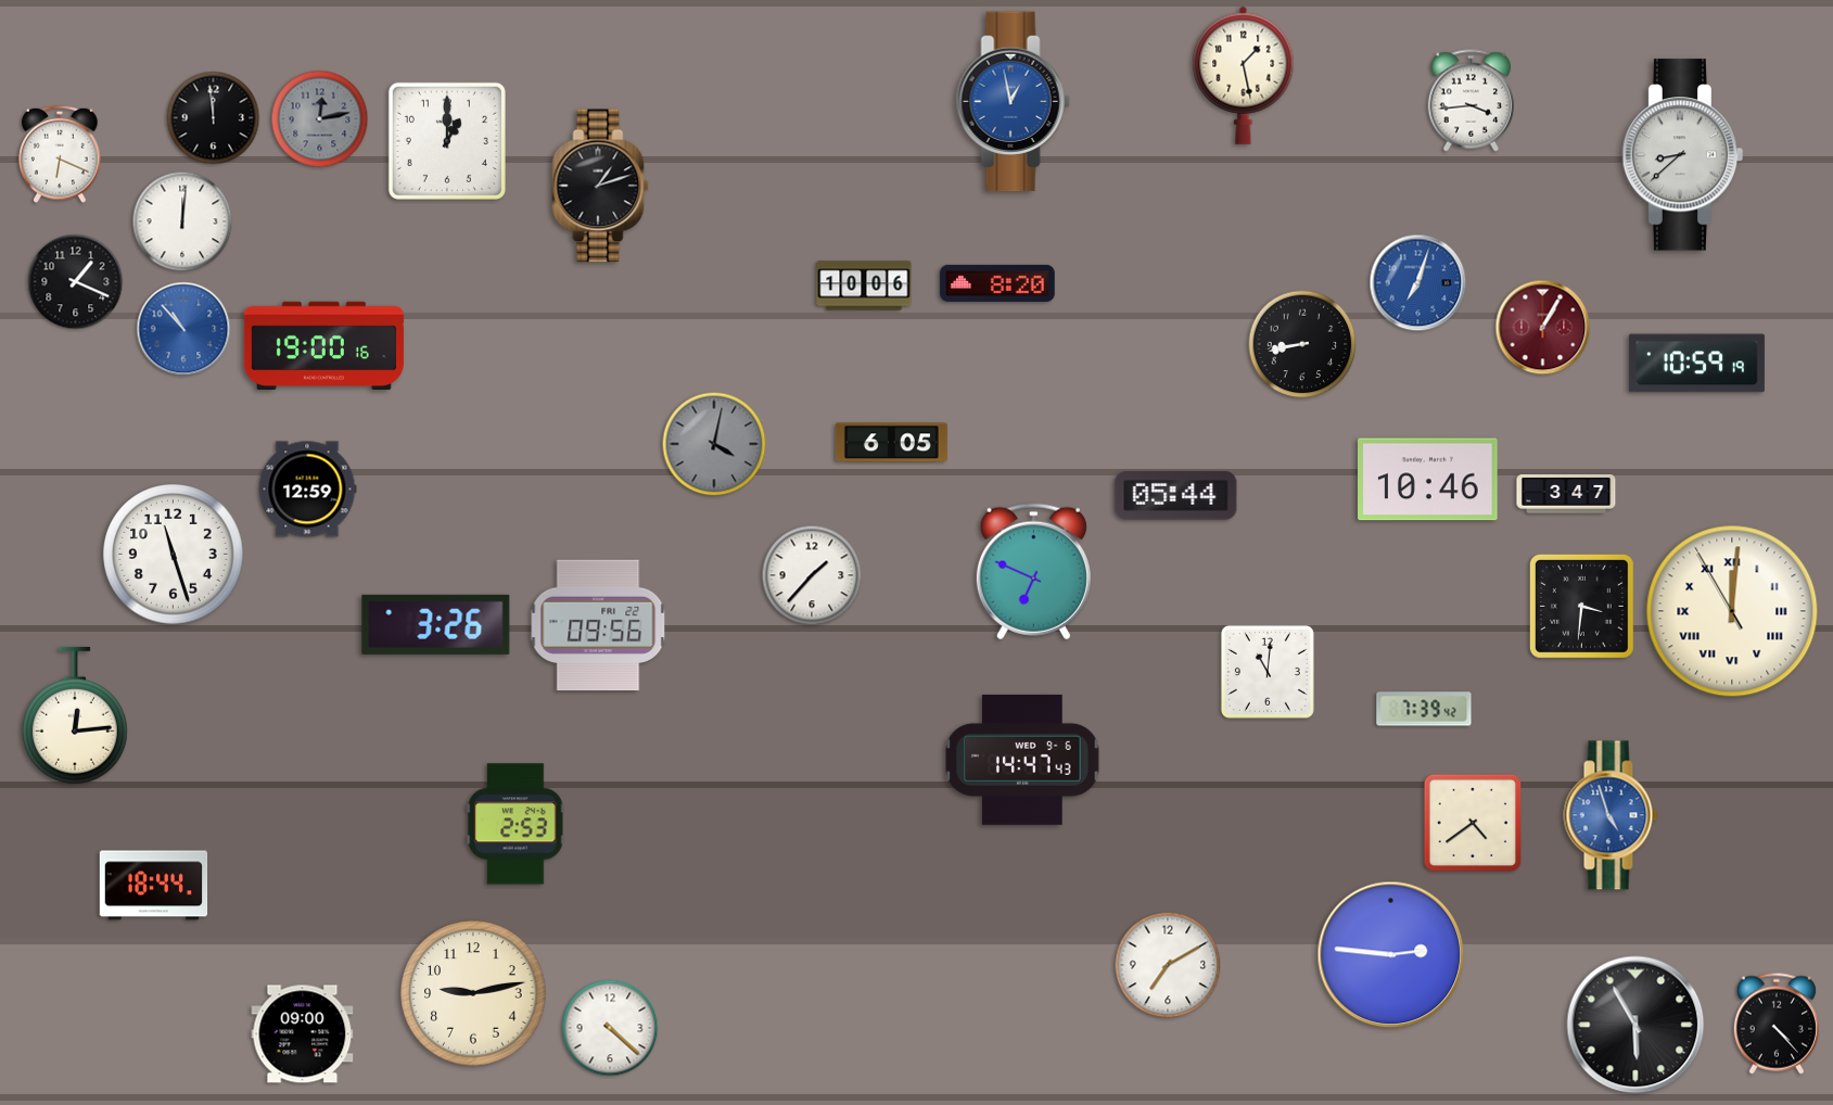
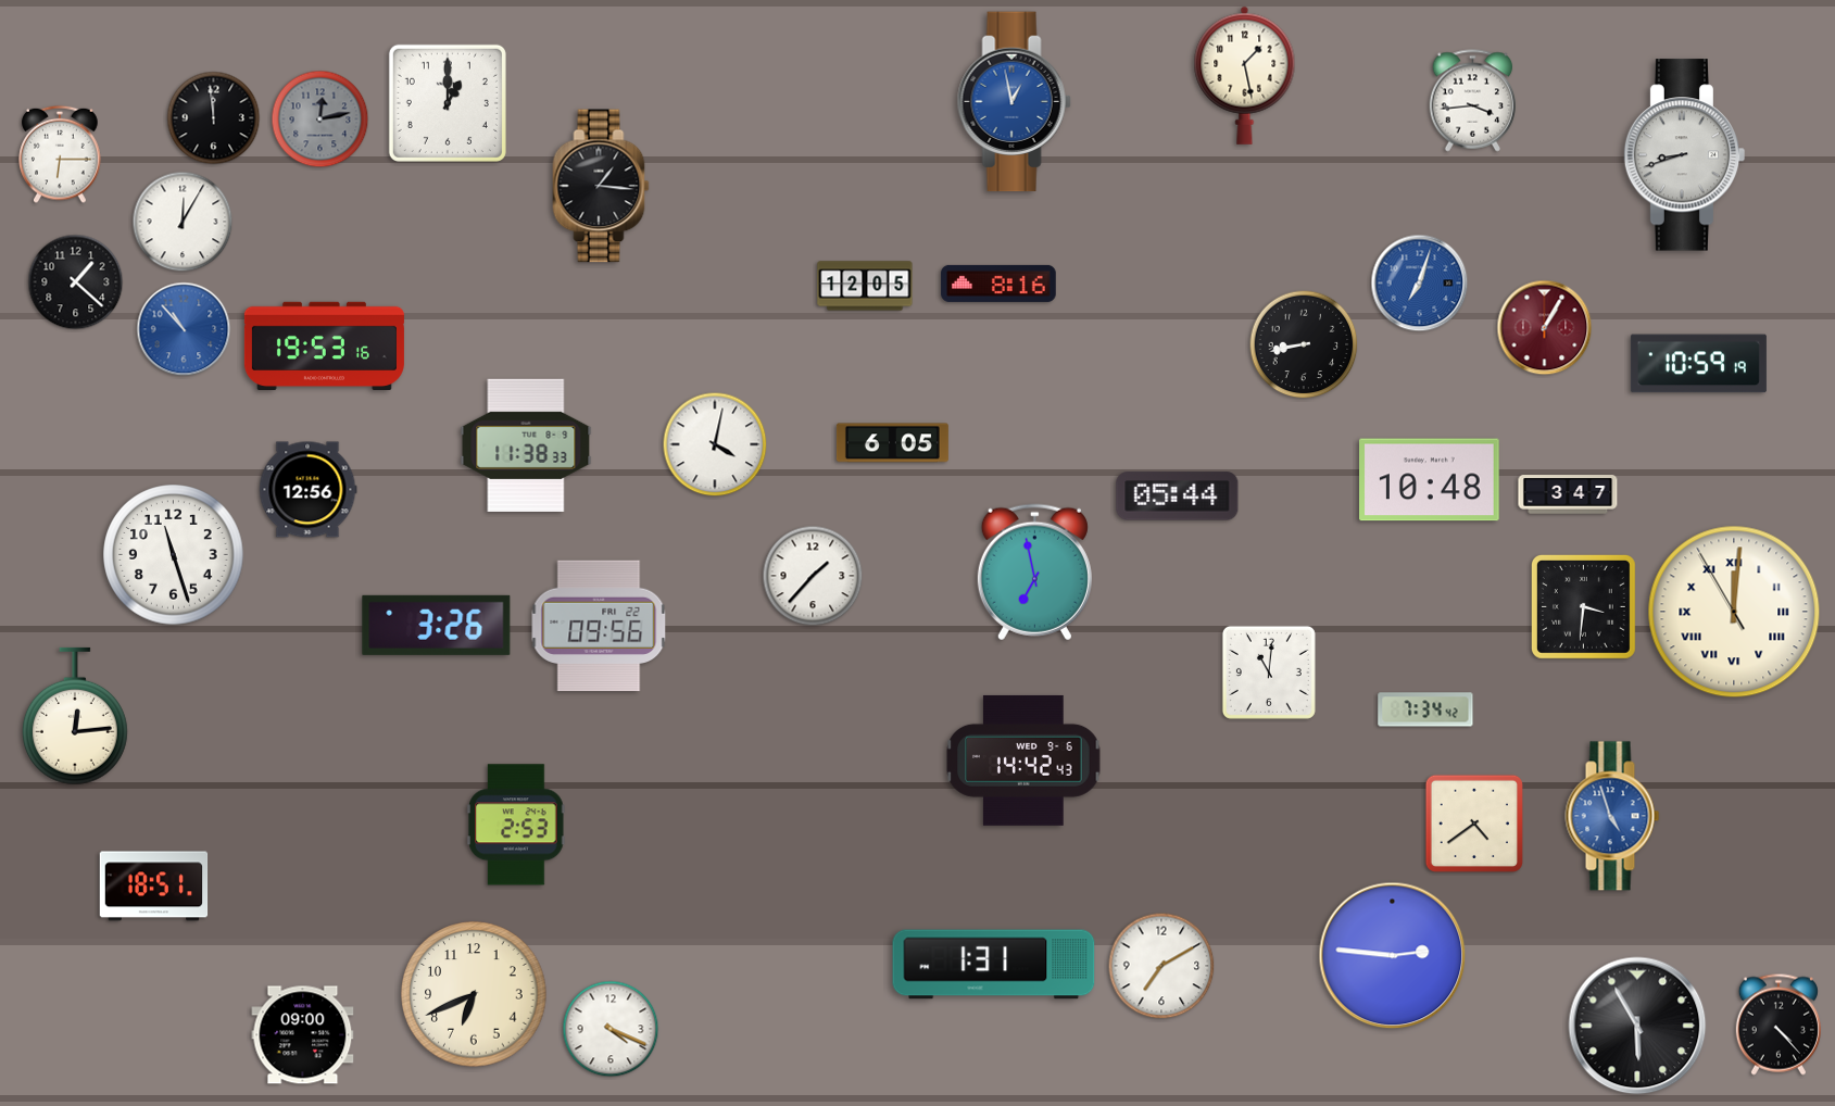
clock at (447, 141) position: (447, 141) -> (448, 103)
clock at (60, 154): 6:19 -> 6:15
clock at (1683, 155): 8:38 -> 8:42
clock at (600, 186): 1:12 -> 1:16
clock at (182, 221): 12:01 -> 12:05
clock at (76, 282): 1:19 -> 1:22
clock at (997, 283): 8:20 -> 8:16
clock at (864, 285): 10:06 -> 12:05
clock at (323, 345): 19:00 -> 19:53
clock at (714, 444) dial: grey -> white
clock at (526, 445): none -> 11:38
clock at (1428, 480): 10:46 -> 10:48
clock at (308, 490): 12:59 -> 12:56
clock at (1033, 572): 6:49 -> 6:58
clock at (1424, 709): 7:39 -> 7:34
clock at (1022, 760): 14:47 -> 14:42
clock at (154, 886): 18:44 -> 18:51
clock at (994, 965): none -> 1:31
clock at (1168, 965) position: (1168, 965) -> (1161, 966)
clock at (473, 993): 9:13 -> 6:41
clock at (610, 1028): 4:22 -> 4:19
